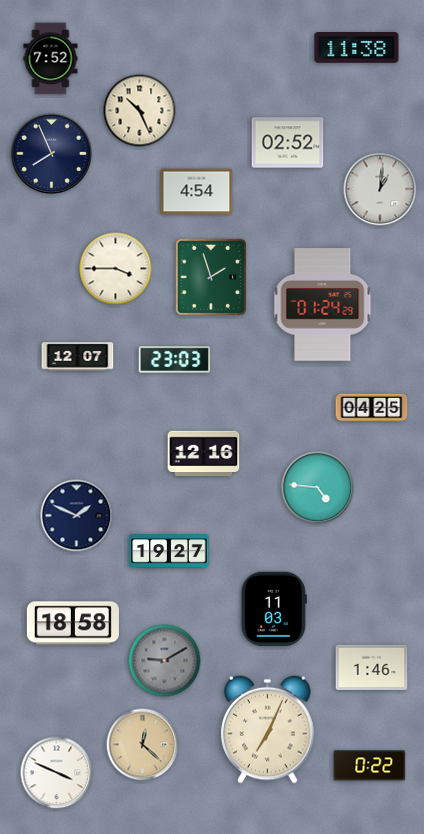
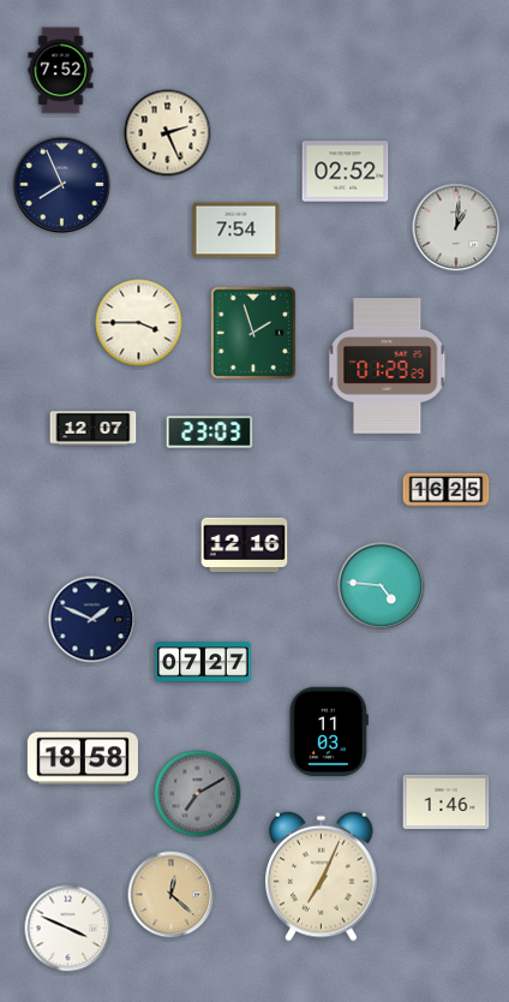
clock at (357, 48): 11:38 -> none
clock at (140, 111): 10:26 -> 2:26
clock at (197, 192): 4:54 -> 7:54
clock at (323, 305): 01:24 -> 01:29
clock at (372, 408): 04:25 -> 16:25
clock at (169, 551): 19:27 -> 07:27
clock at (73, 623) position: (73, 623) -> (83, 758)
clock at (165, 661): 9:10 -> 7:10
clock at (370, 766): 0:22 -> none
